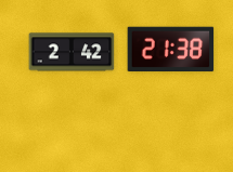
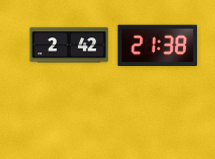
clock at (72, 52) position: (72, 52) -> (69, 45)
